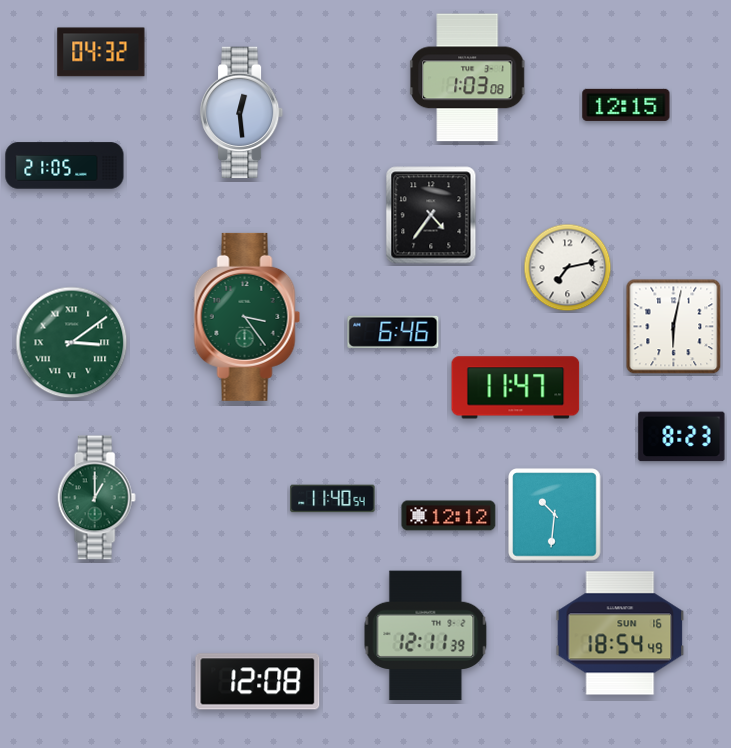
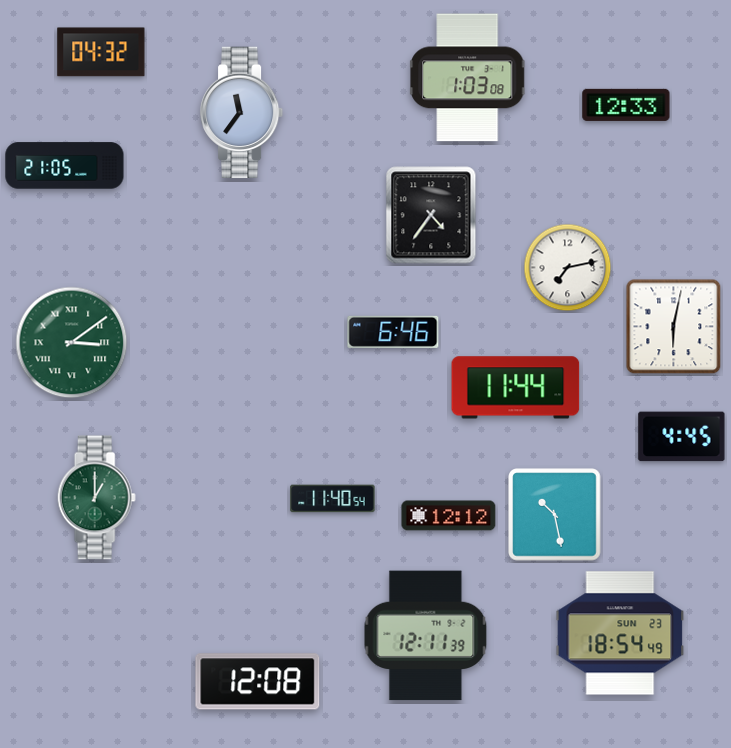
clock at (626, 105): 12:15 -> 12:33
clock at (242, 113): 12:29 -> 11:36
clock at (247, 317): 3:24 -> none
clock at (516, 388): 11:47 -> 11:44
clock at (682, 437): 8:23 -> 4:45
clock at (555, 515): 10:31 -> 10:28
clock at (620, 633) date: SUN 16 -> SUN 23
